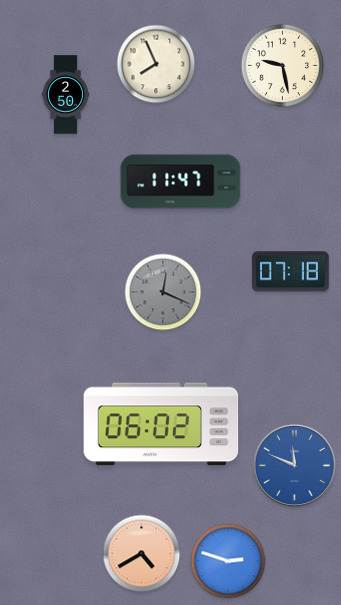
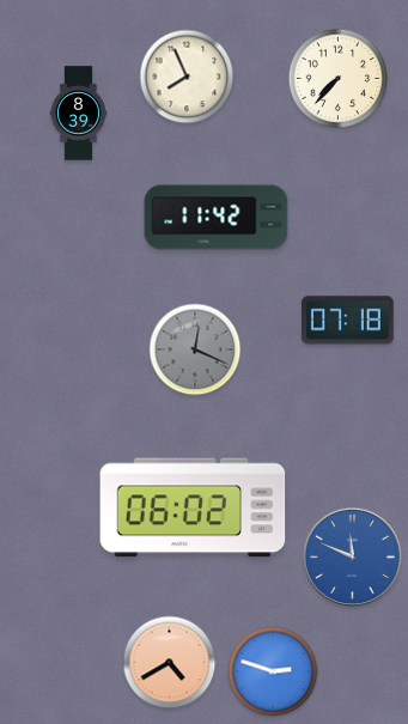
clock at (283, 66): 9:28 -> 7:37
clock at (66, 95): 2:50 -> 8:39
clock at (181, 182): 11:47 -> 11:42
clock at (290, 272) position: (290, 272) -> (347, 321)
